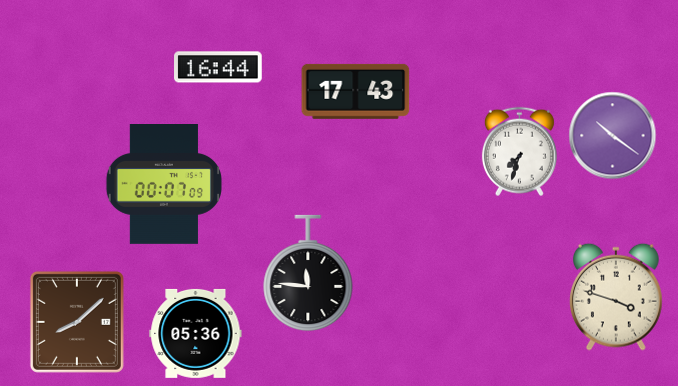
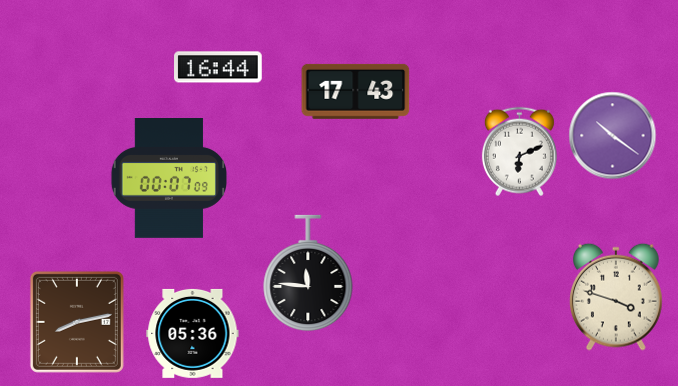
clock at (519, 152): 7:33 -> 6:11
clock at (163, 185) position: (163, 185) -> (168, 179)
clock at (77, 322): 8:08 -> 8:13
clock at (196, 333) position: (196, 333) -> (193, 333)
